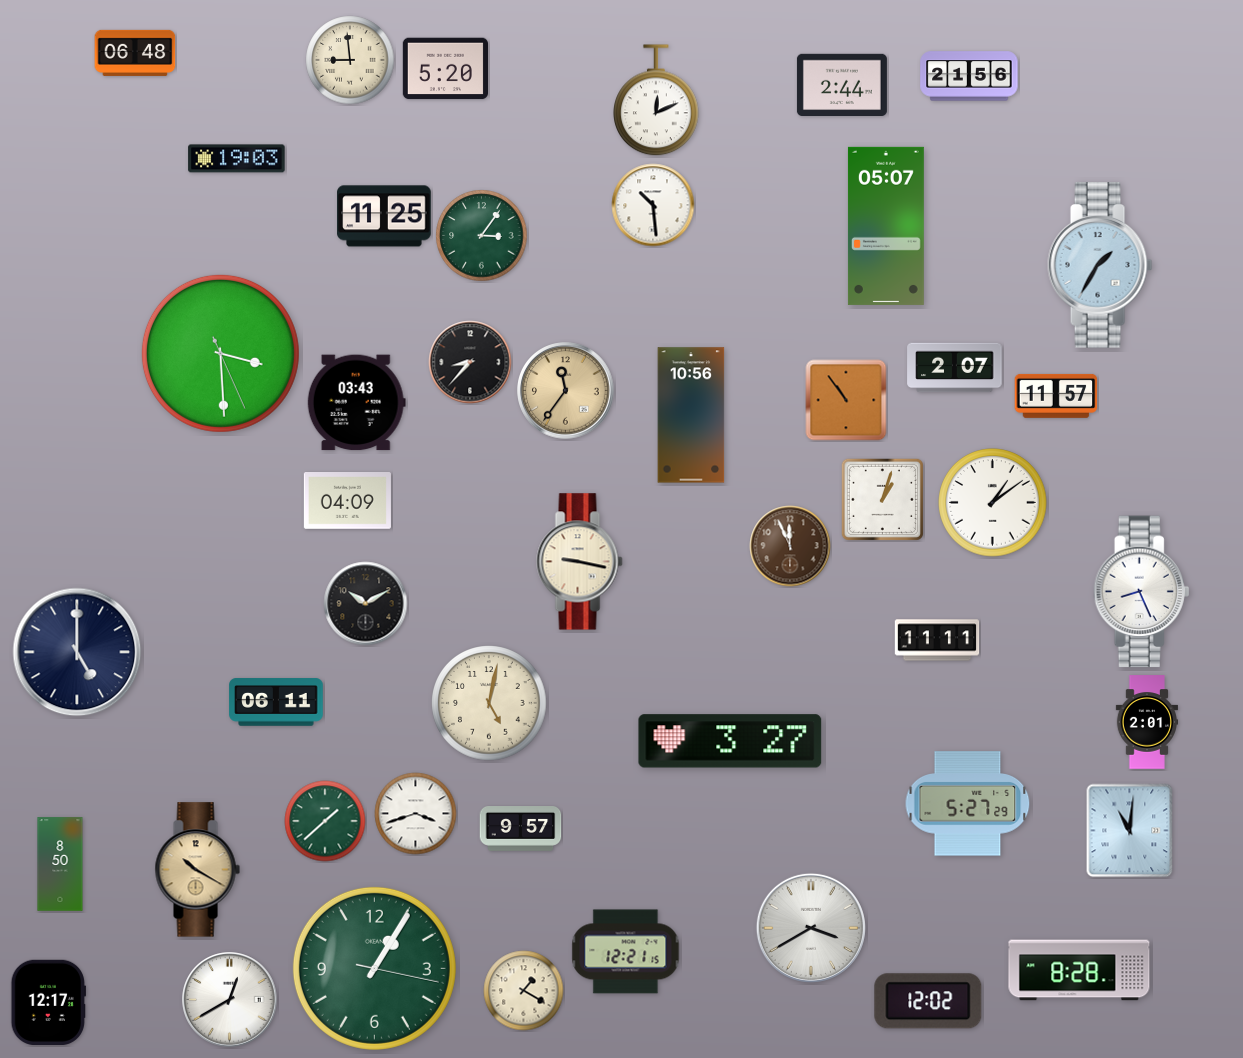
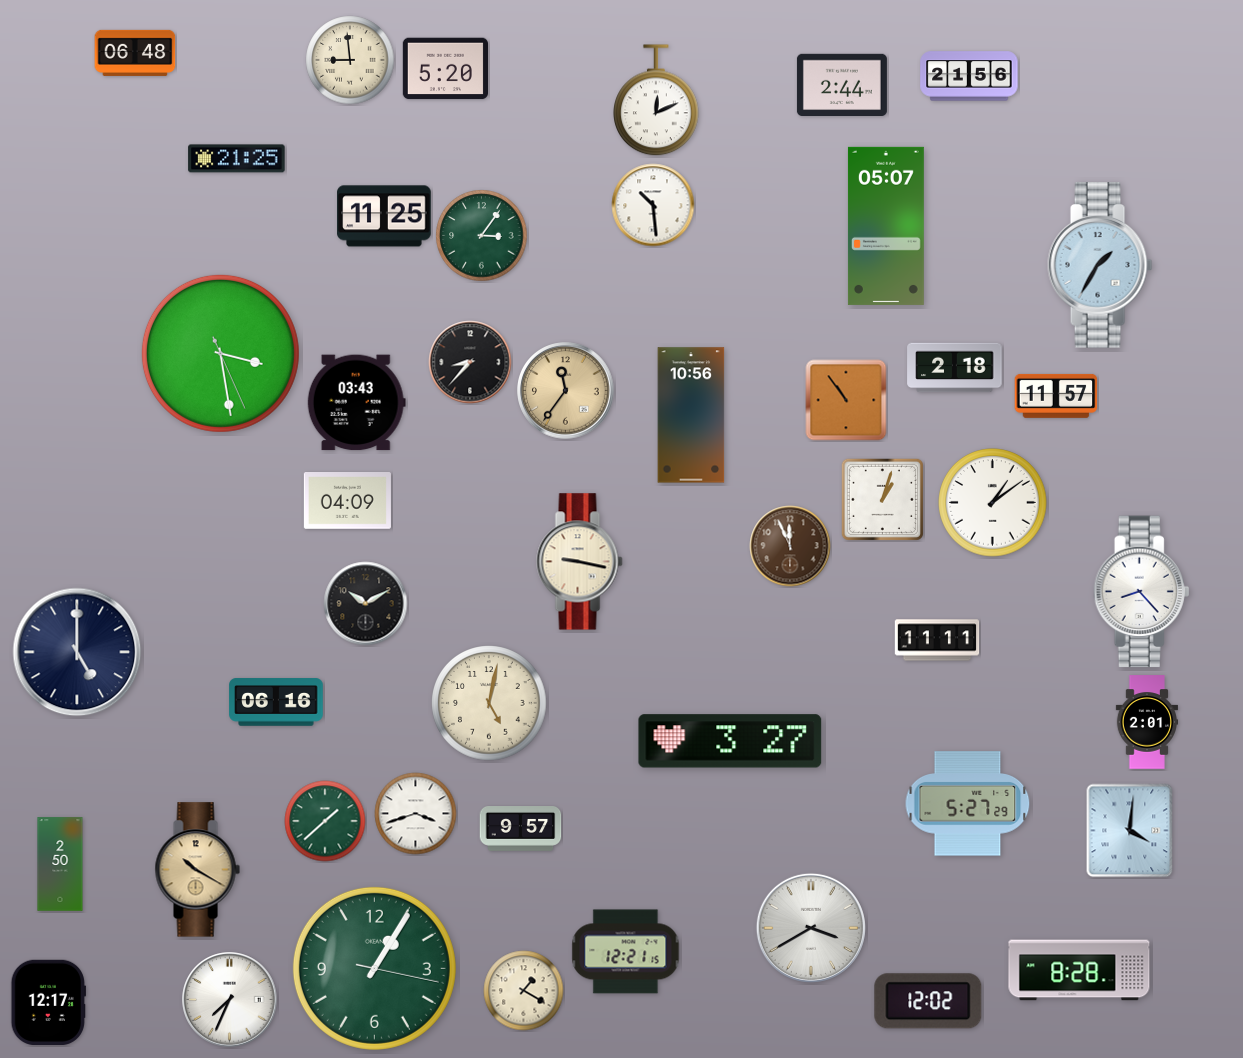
clock at (237, 159): 19:03 -> 21:25
clock at (220, 353): 3:29 -> 3:28
clock at (955, 368): 2:07 -> 2:18
clock at (1142, 592): 8:26 -> 8:23
clock at (276, 702): 06:11 -> 06:16
clock at (1130, 831): 11:01 -> 4:01
clock at (60, 864): 8:50 -> 2:50
clock at (230, 1000): 12:40 -> 7:34
